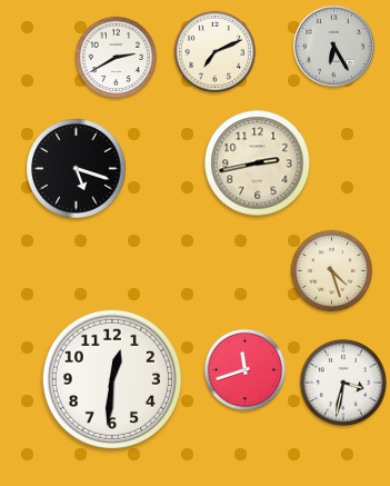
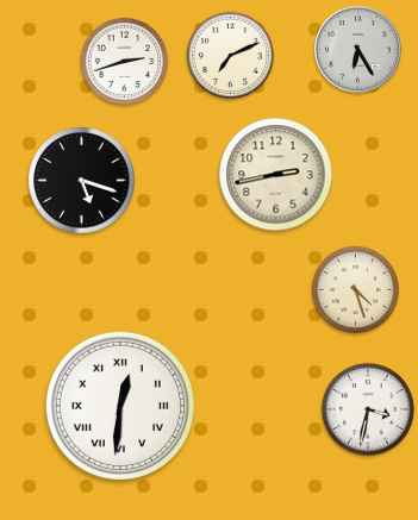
clock at (117, 58): 2:40 -> 2:42
clock at (246, 370): 11:42 -> none
clock at (112, 379) numerals: Arabic -> Roman
